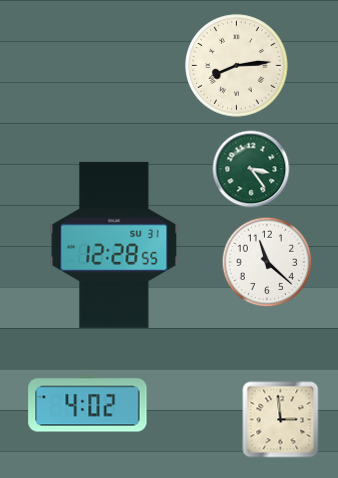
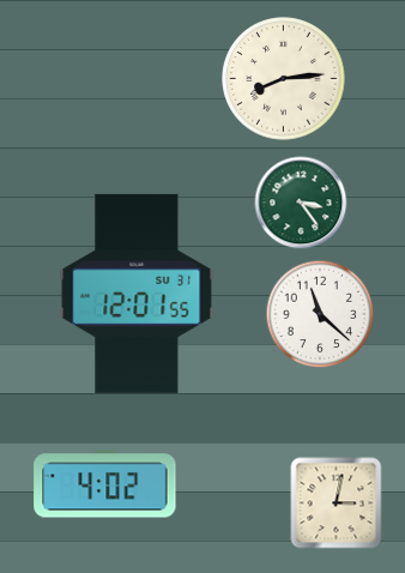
clock at (114, 245): 12:28 -> 12:01
clock at (281, 420): 2:59 -> 3:02
